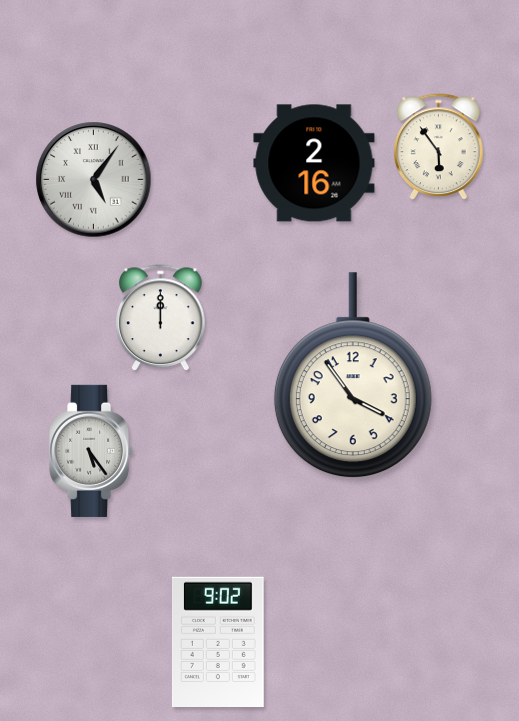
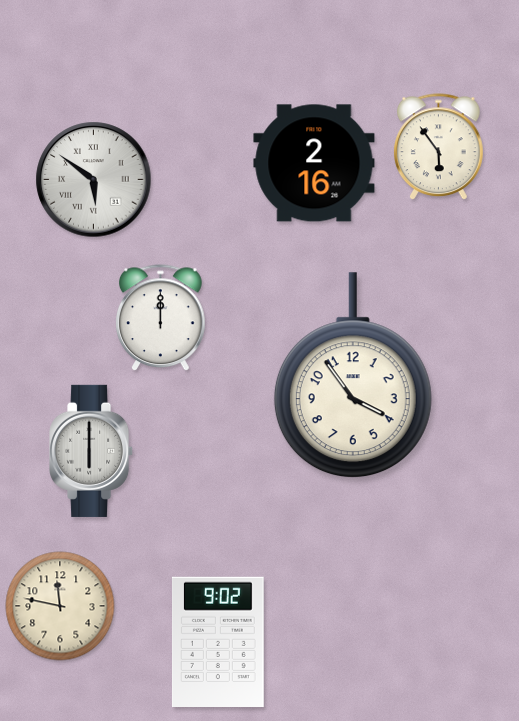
clock at (94, 180): 5:06 -> 5:51
clock at (92, 451): 5:24 -> 6:00
clock at (60, 606): none -> 11:47
